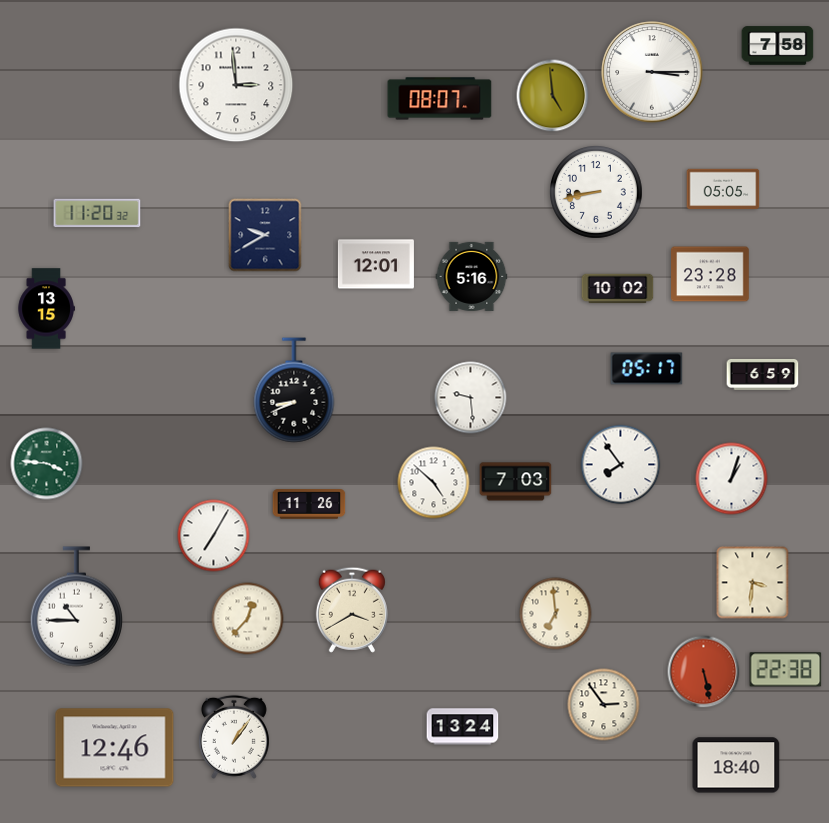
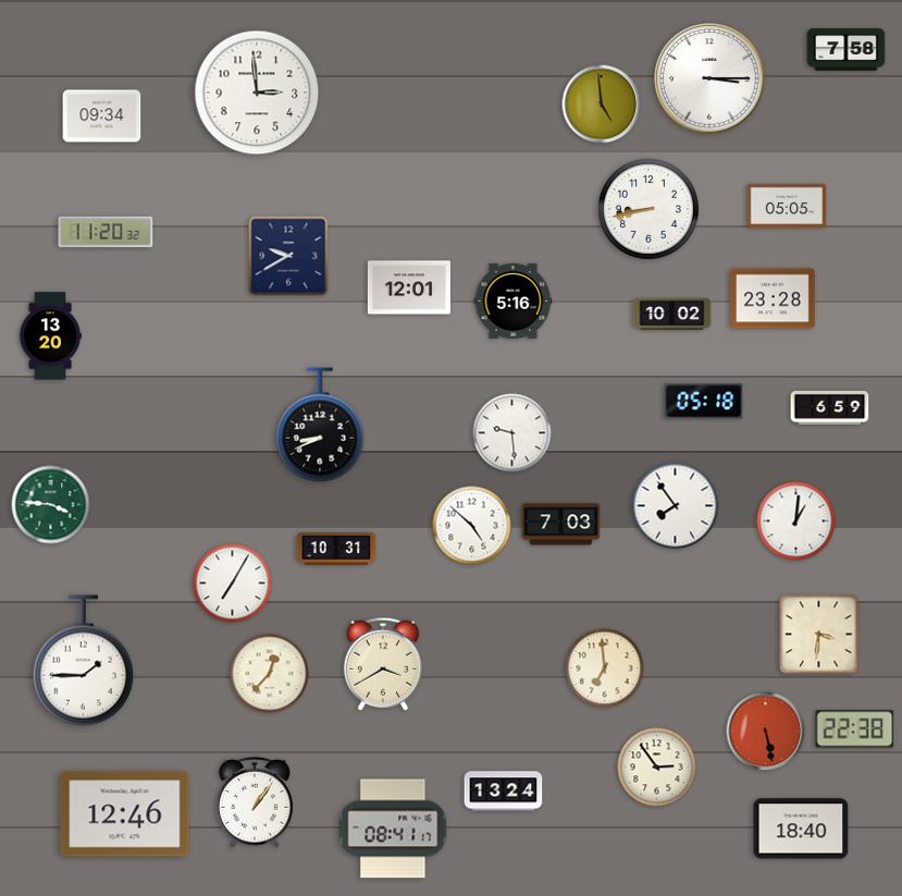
clock at (440, 99): 08:07 -> none
clock at (102, 116): none -> 09:34
clock at (46, 309): 13:15 -> 13:20
clock at (647, 369): 05:17 -> 05:18
clock at (732, 479): 1:03 -> 1:01
clock at (309, 504): 11:26 -> 10:31
clock at (76, 607): 10:45 -> 1:45
clock at (393, 829): none -> 08:41
clock at (736, 765) position: (736, 765) -> (801, 829)
